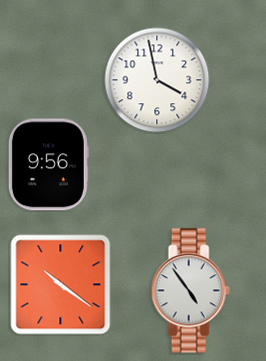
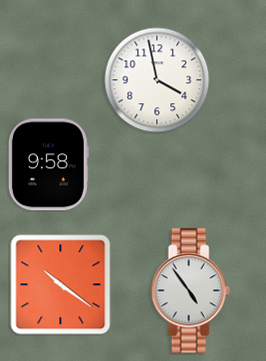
clock at (48, 165): 9:56 -> 9:58
